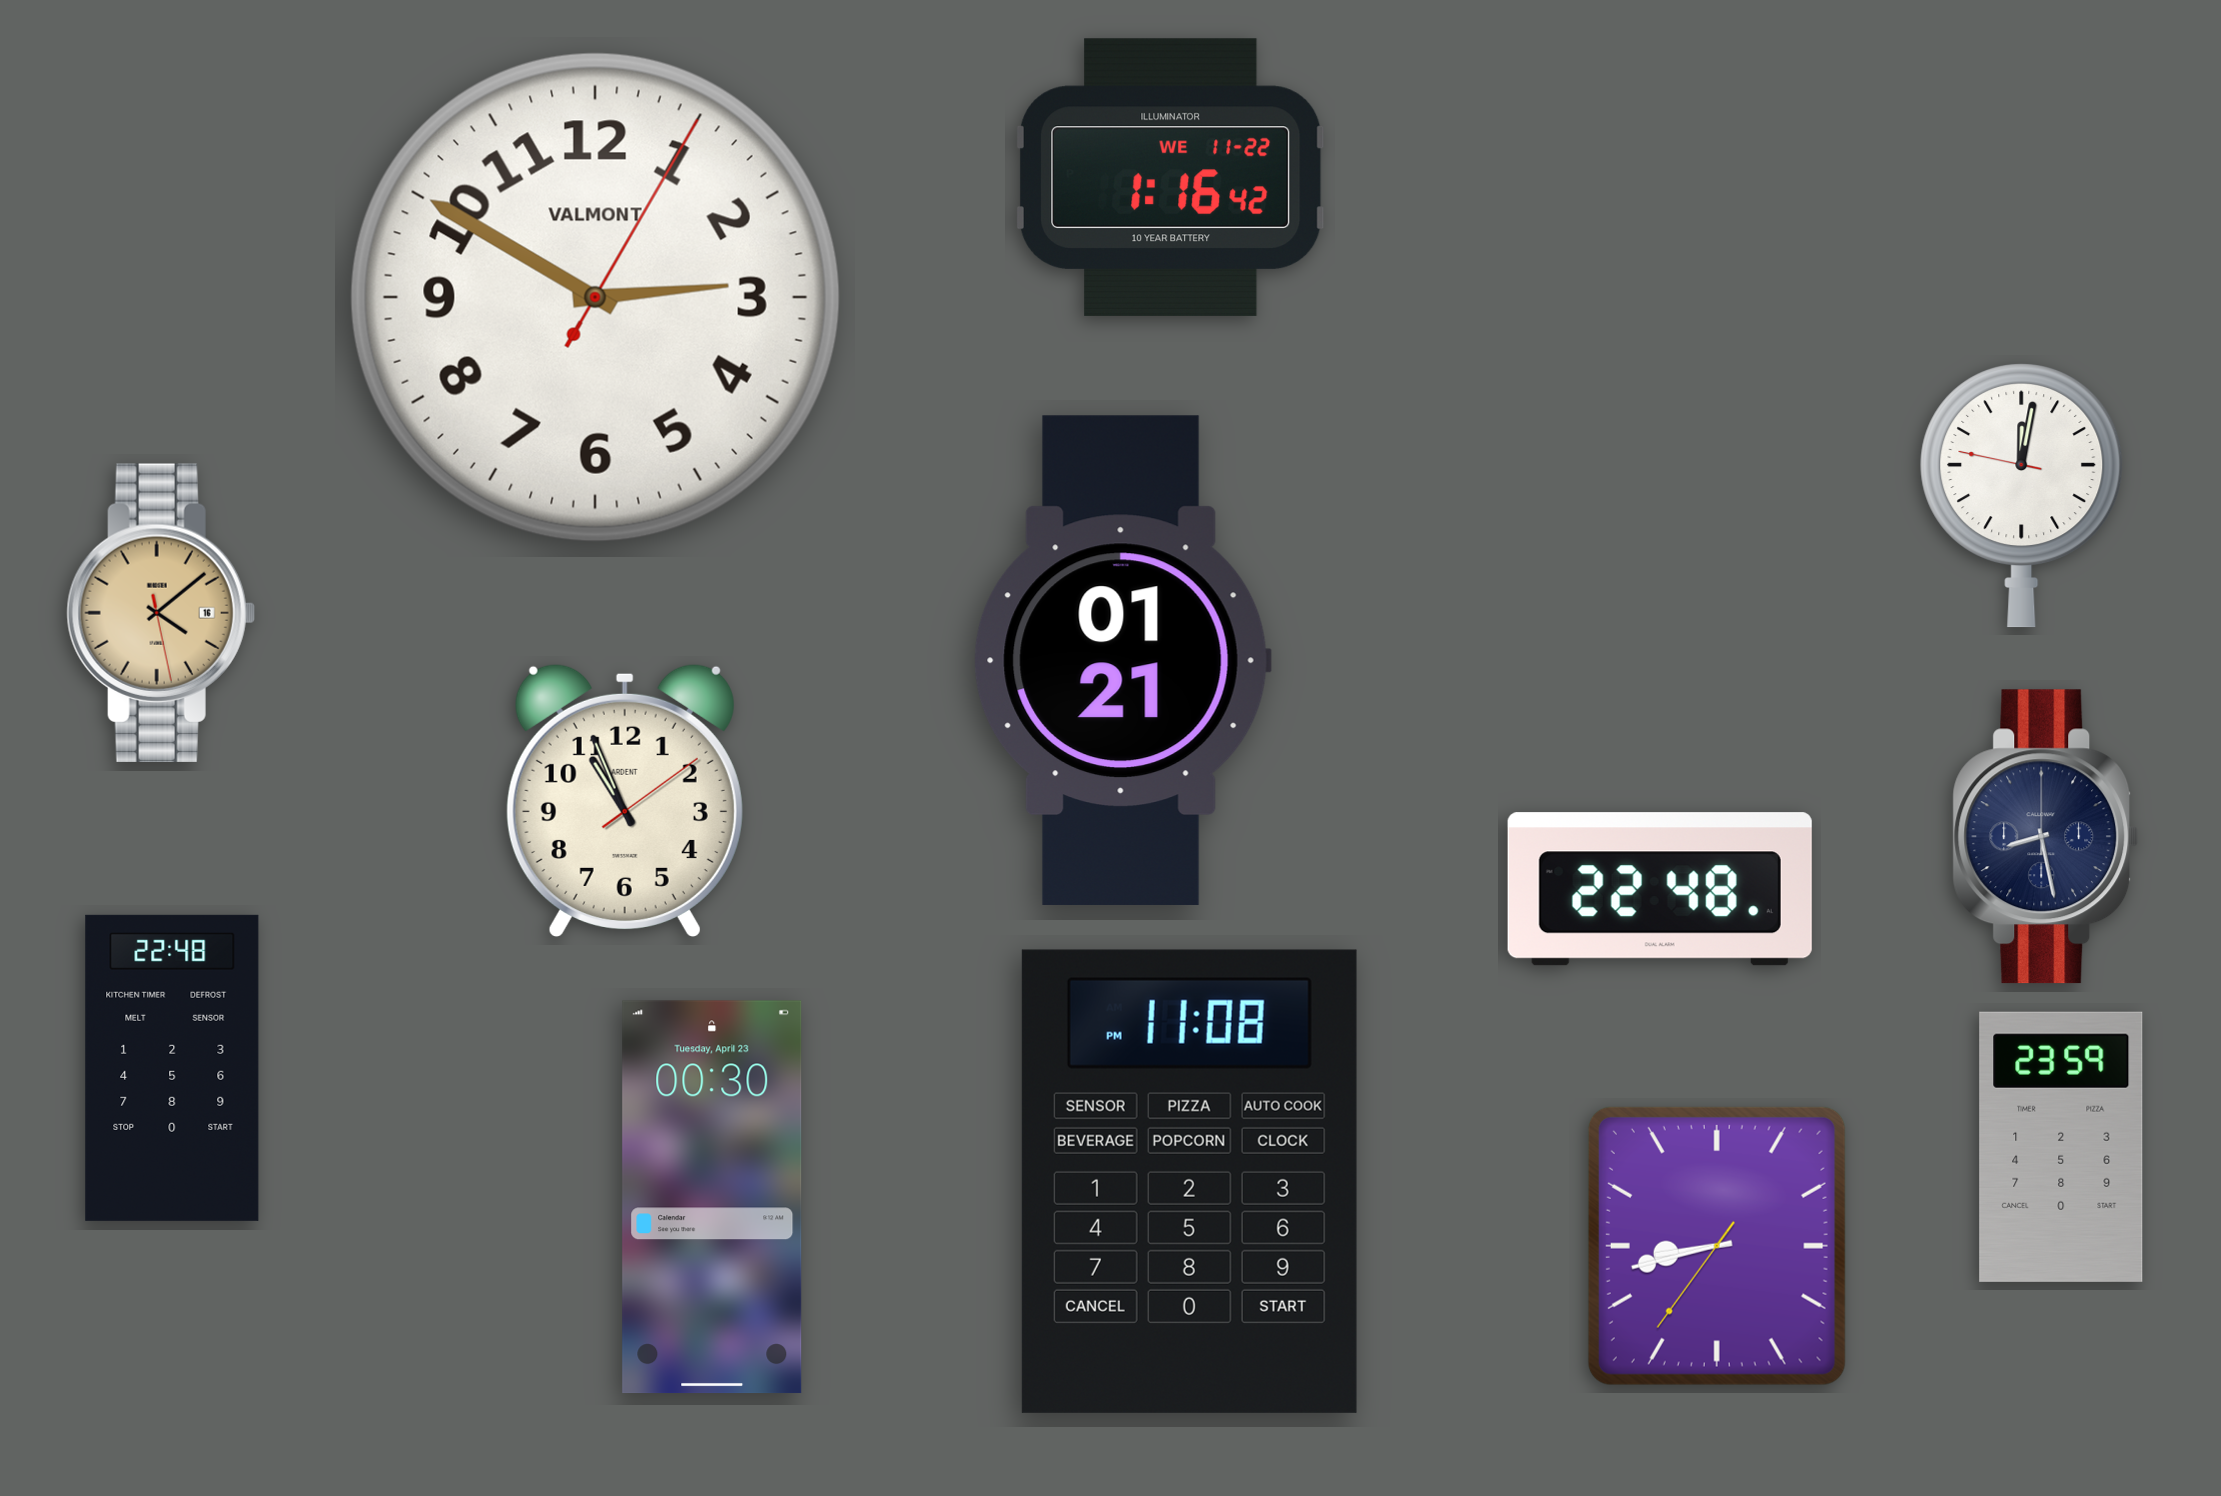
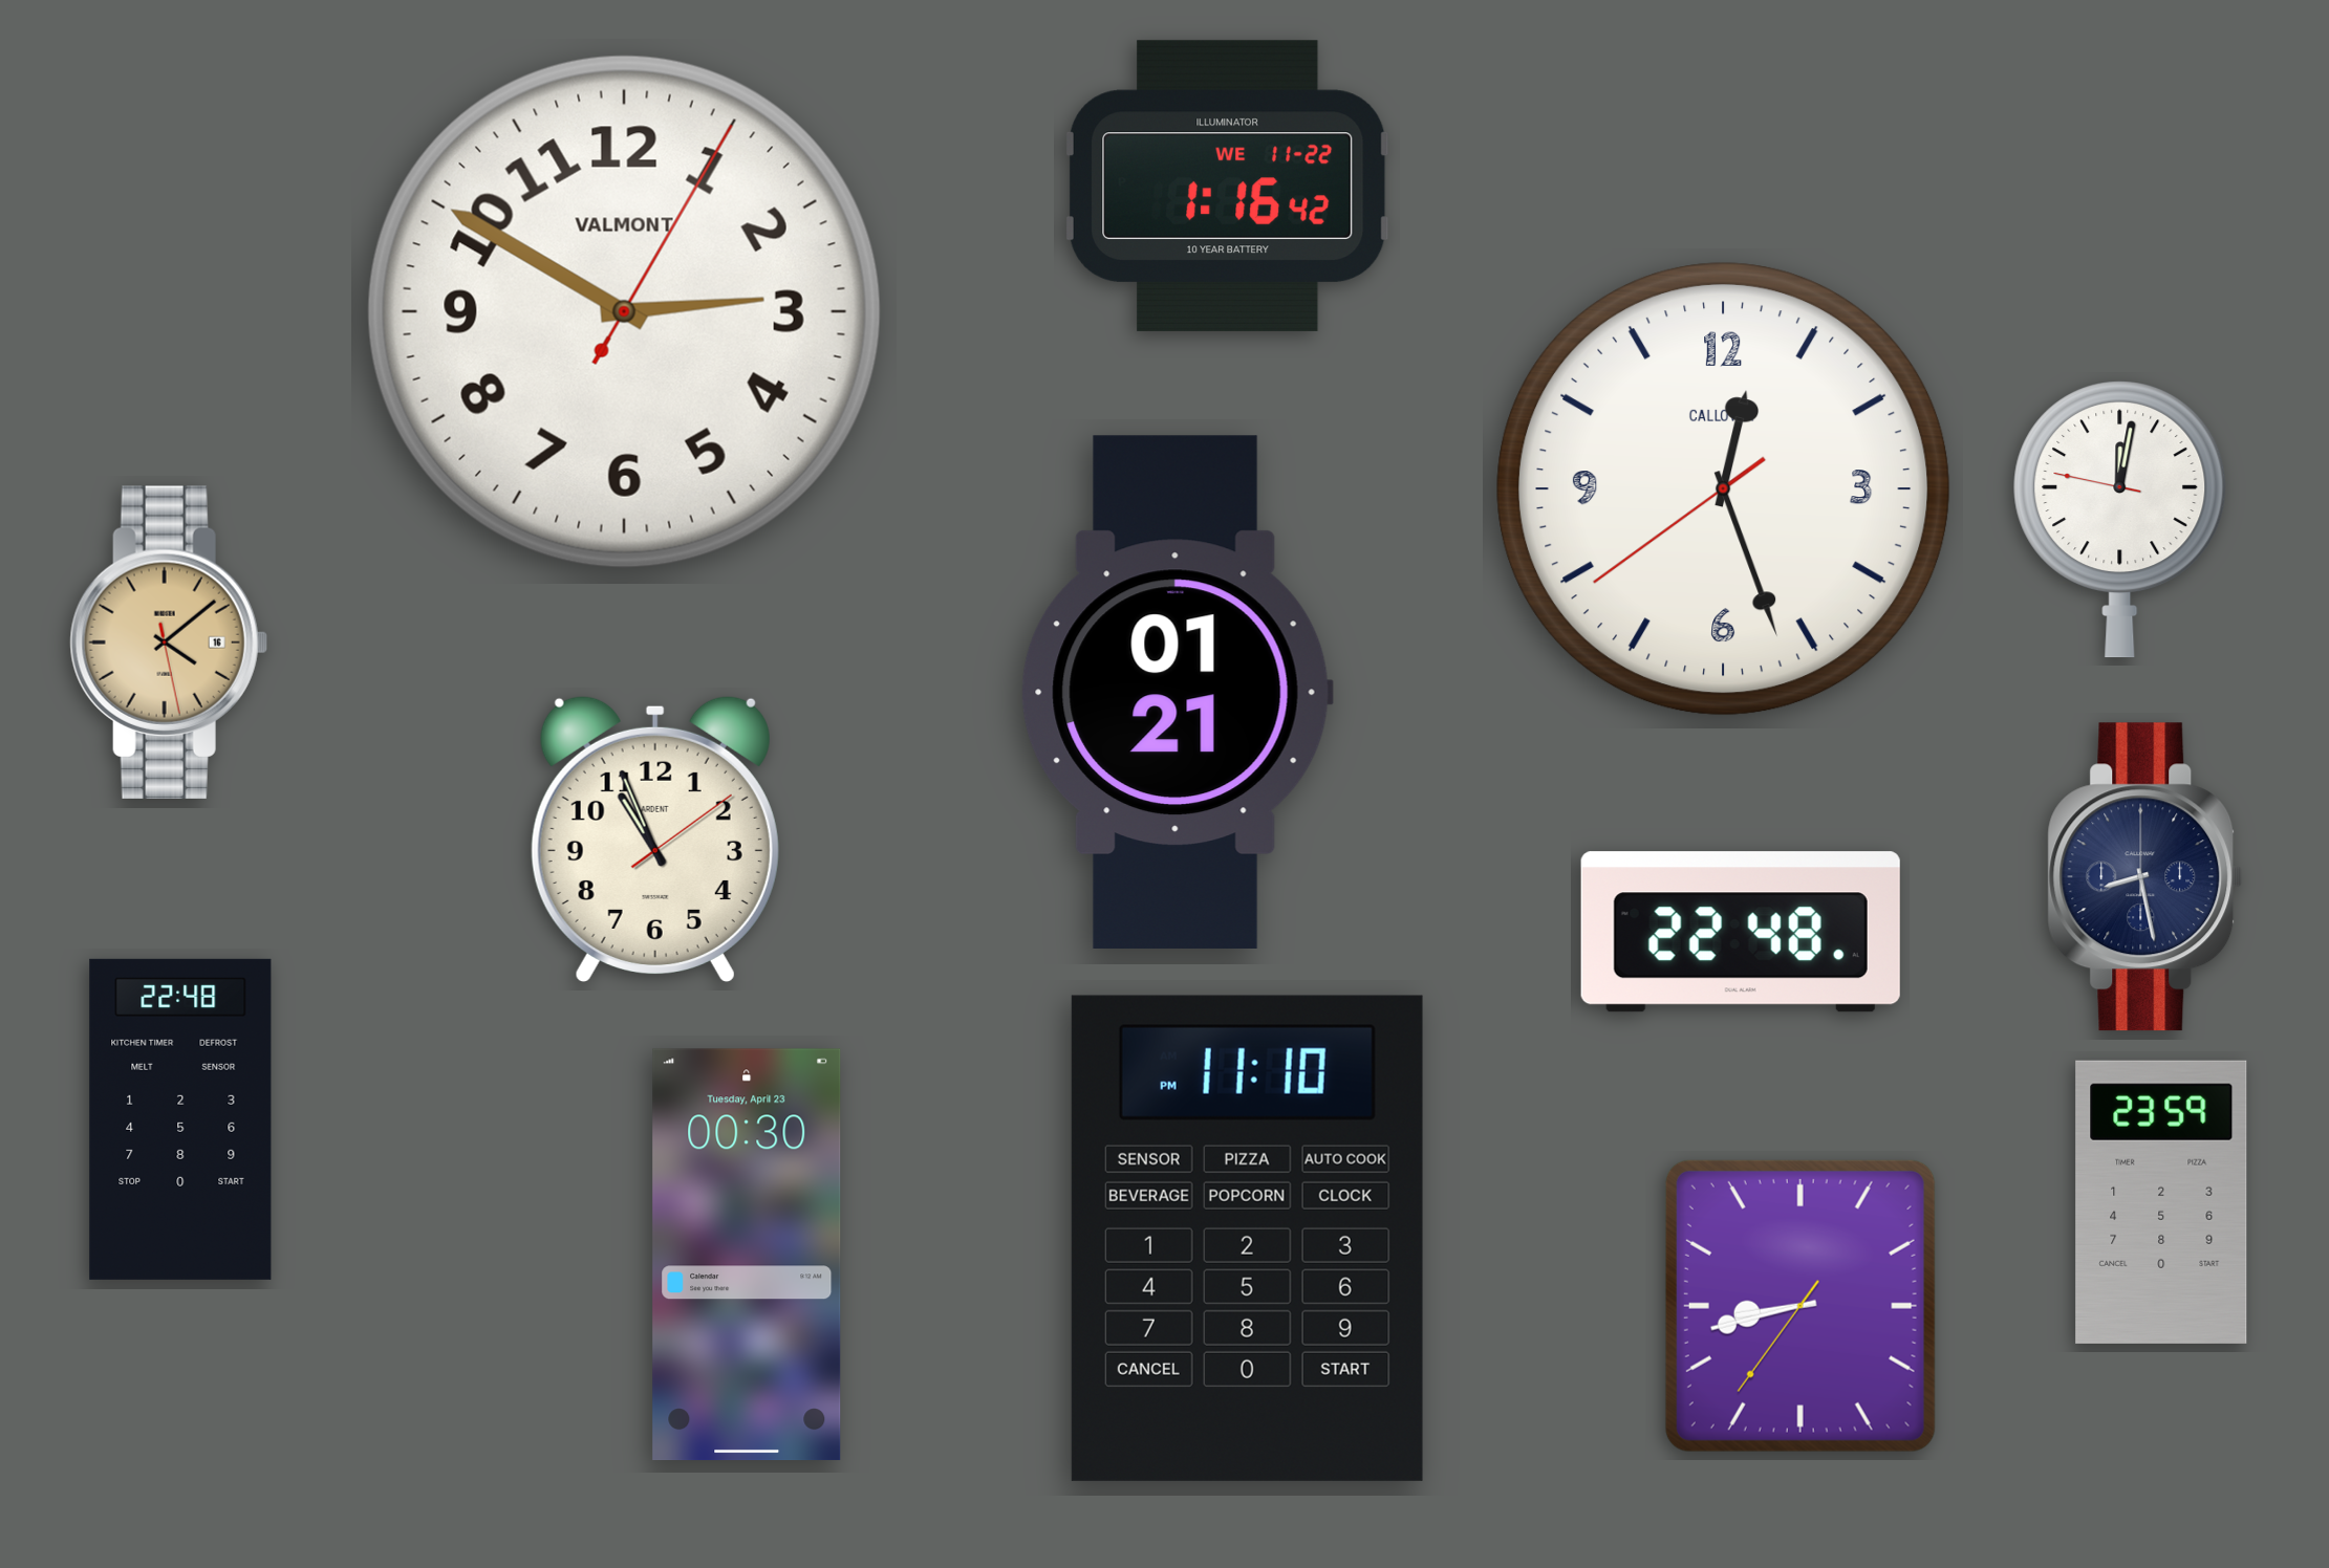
clock at (1724, 489): none -> 12:26
clock at (1189, 1181): 11:08 -> 11:10
